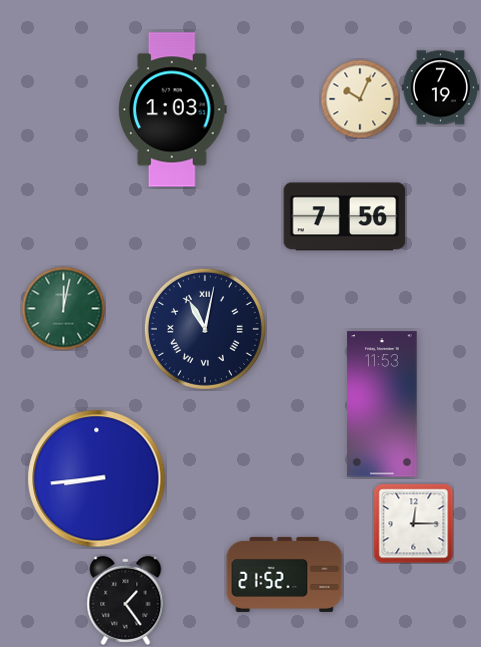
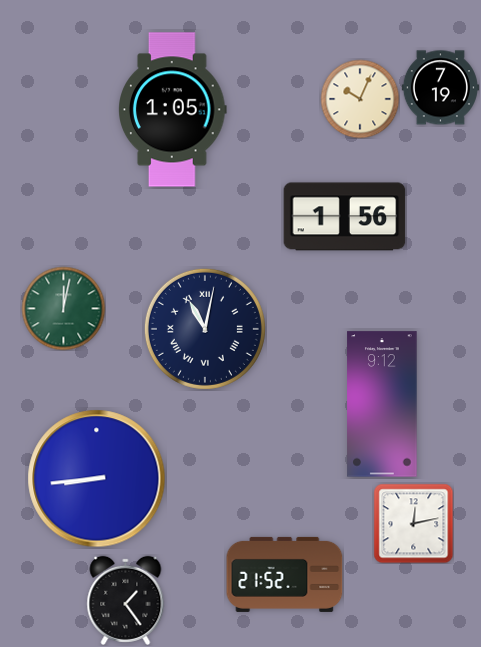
clock at (173, 110): 1:03 -> 1:05
clock at (345, 217): 7:56 -> 1:56
clock at (382, 404): 11:53 -> 9:12
clock at (413, 523): 12:15 -> 12:13
